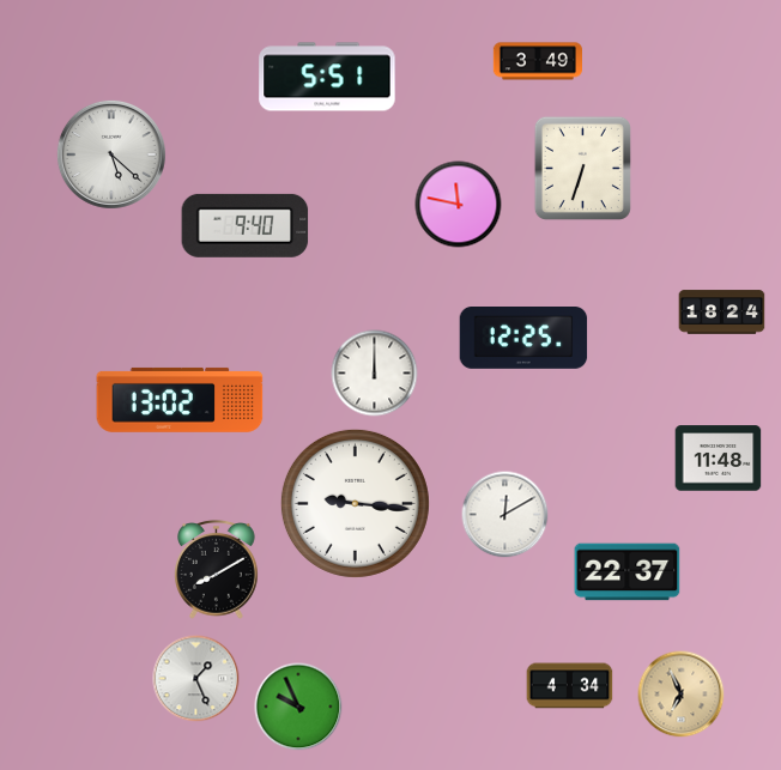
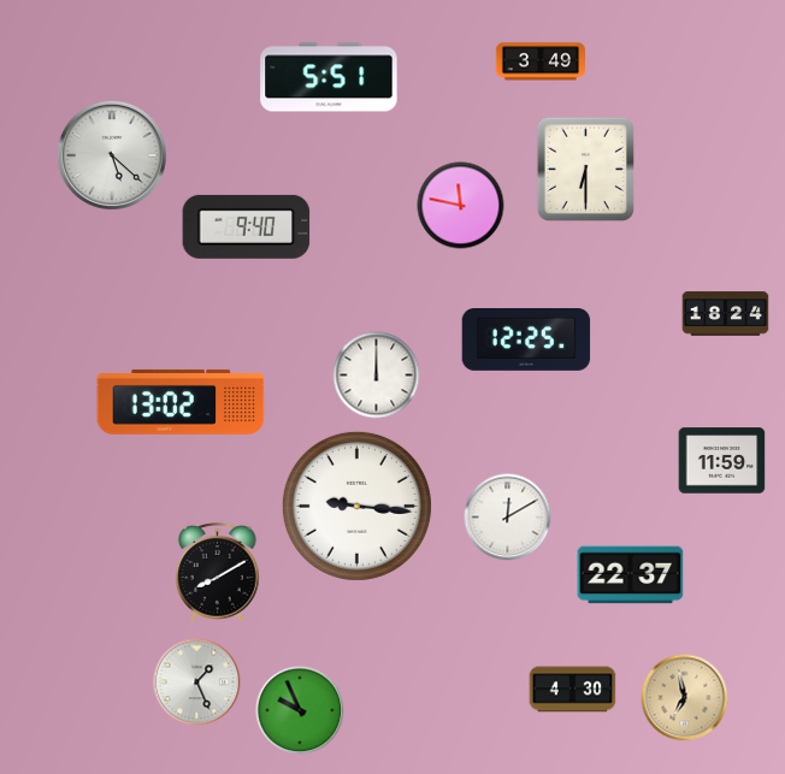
clock at (582, 168): 6:33 -> 6:30
clock at (719, 459): 11:48 -> 11:59
clock at (570, 686): 4:34 -> 4:30
clock at (682, 695): 6:56 -> 6:58
